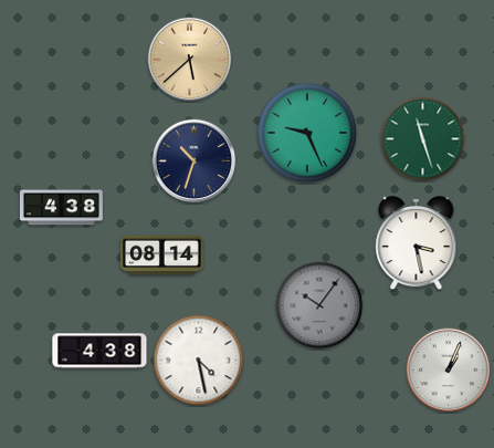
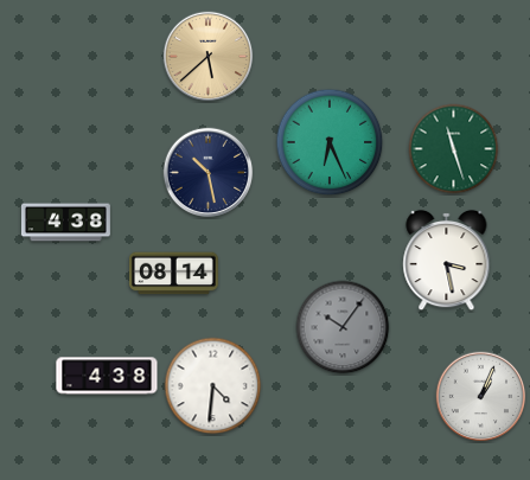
clock at (190, 60) position: (190, 60) -> (209, 57)
clock at (307, 133): 9:26 -> 6:26
clock at (195, 162): 10:33 -> 10:28
clock at (199, 361): 4:28 -> 4:31
